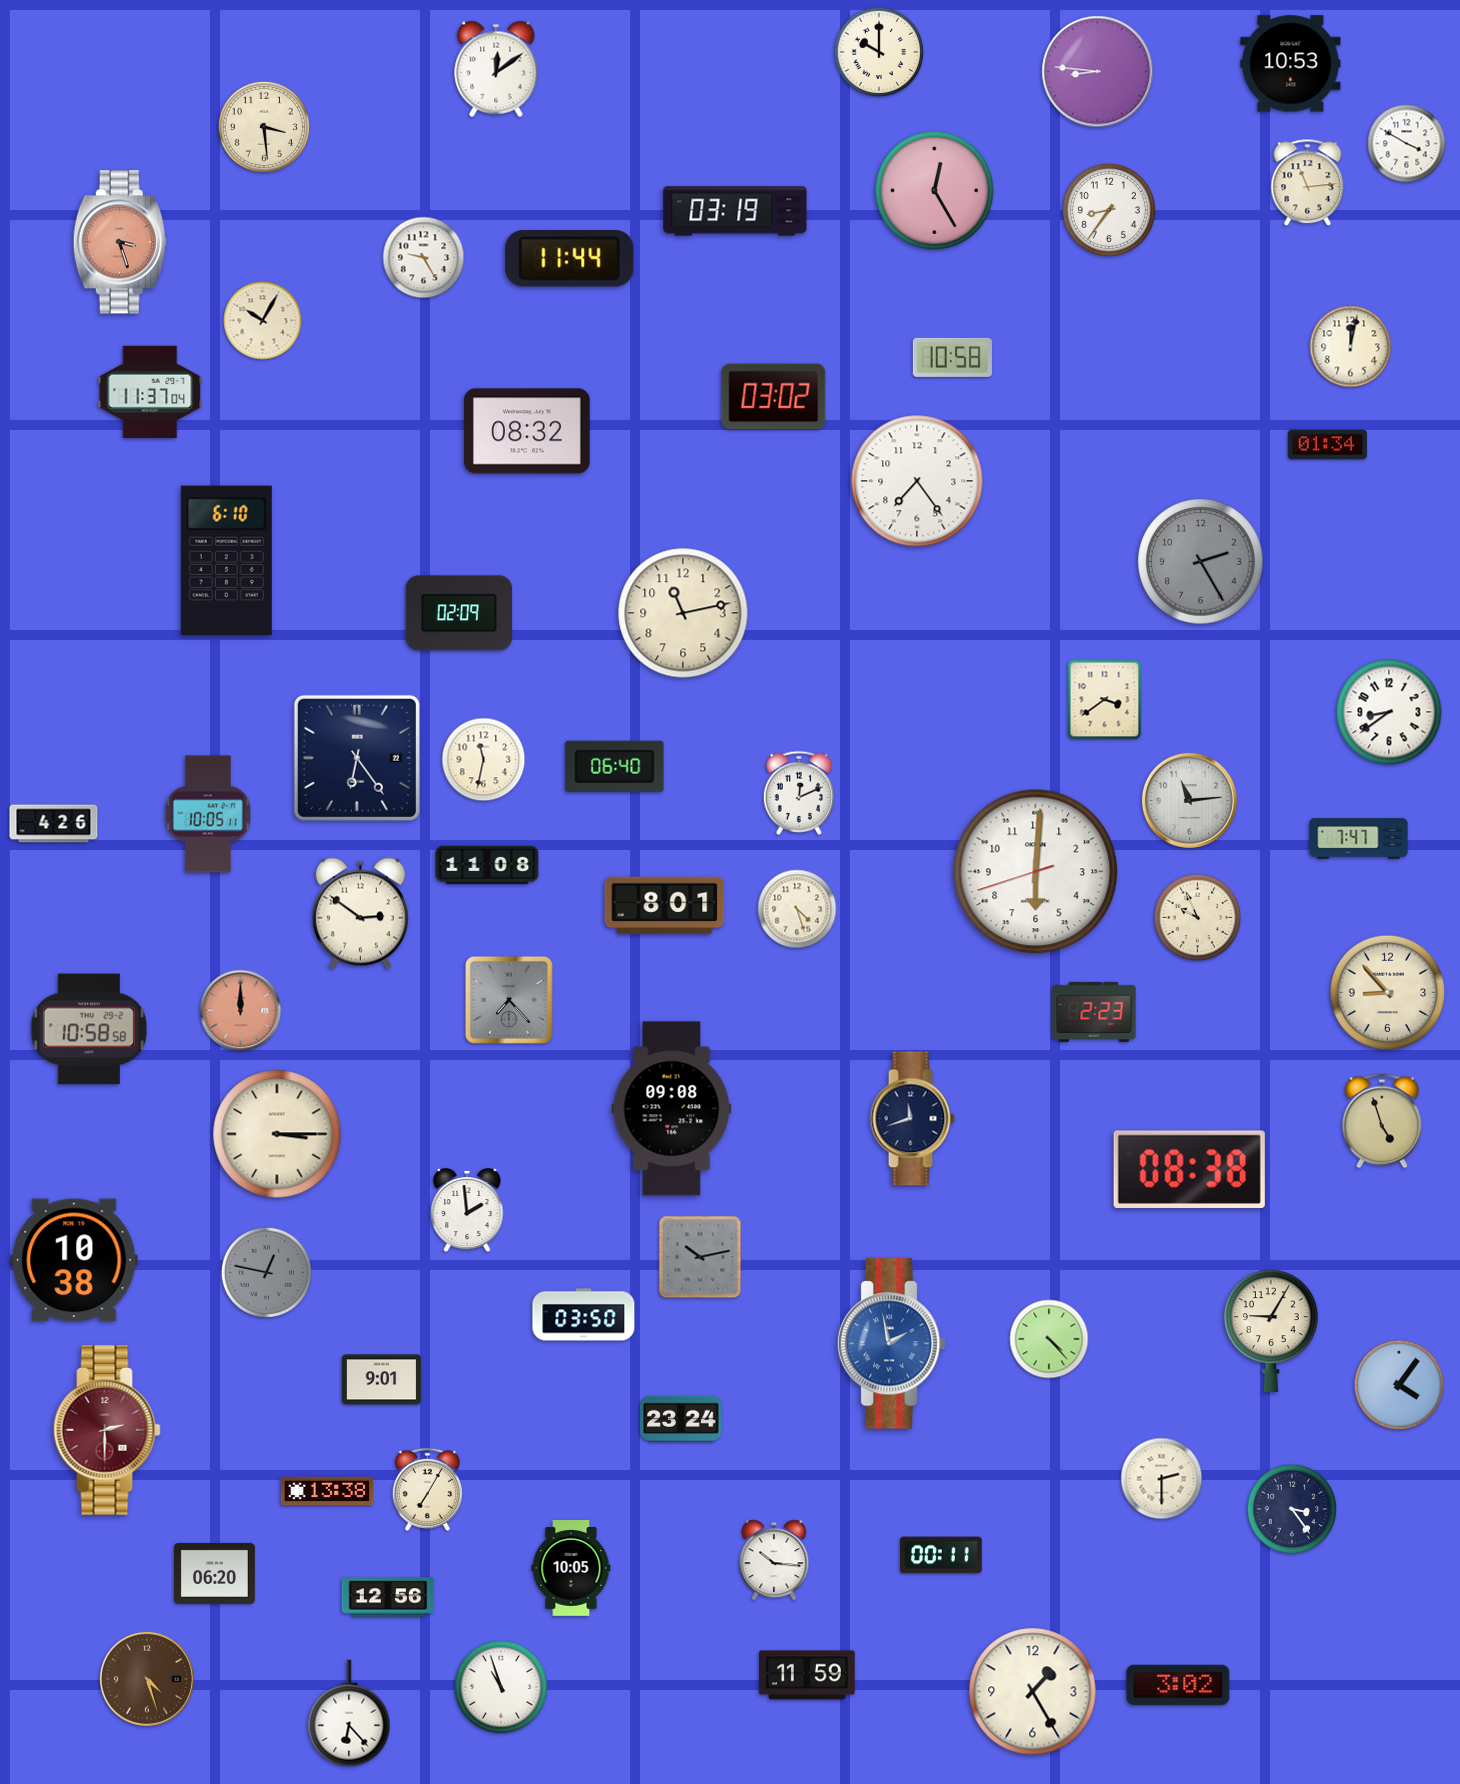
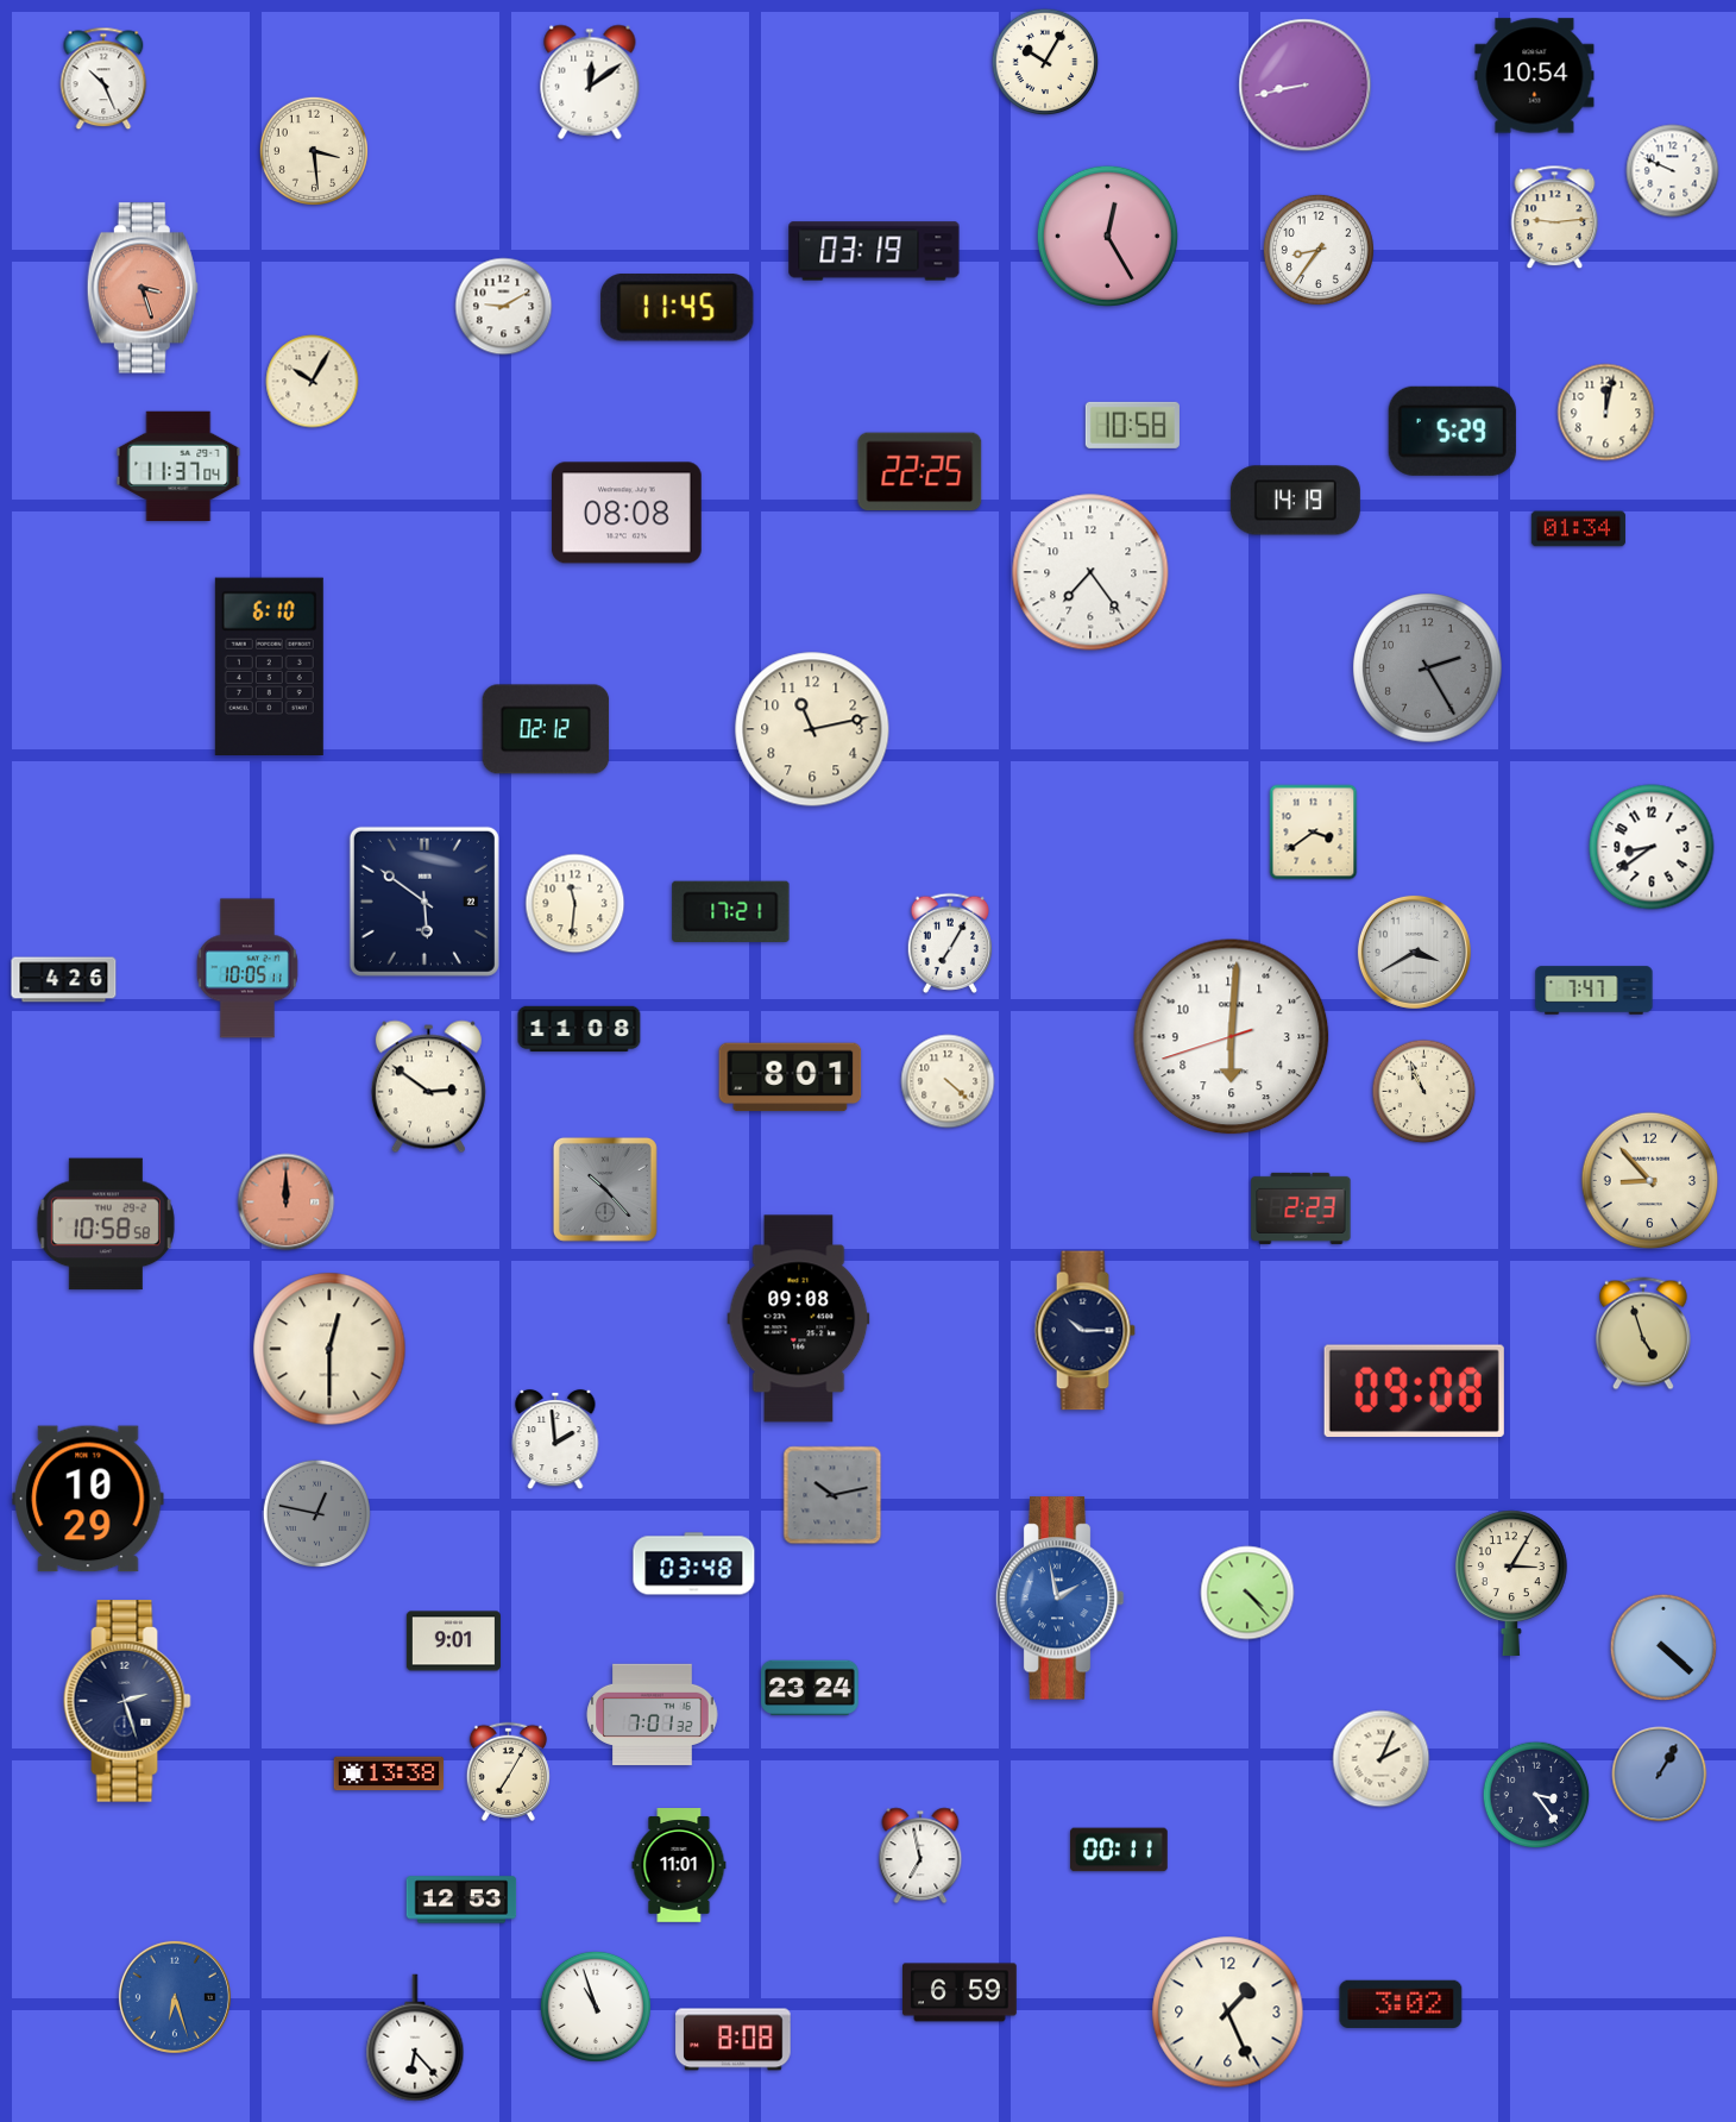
clock at (879, 52): 10:00 -> 10:05
clock at (1291, 64): 10:53 -> 10:54
clock at (103, 79): none -> 10:26
clock at (1098, 72): 8:46 -> 8:43
clock at (1407, 144): 3:50 -> 9:49
clock at (1308, 183): 11:14 -> 9:14
clock at (934, 190) position: (934, 190) -> (1107, 236)
clock at (424, 258): 9:25 -> 9:10
clock at (570, 259): 11:44 -> 11:45
clock at (1452, 431): none -> 5:29
clock at (774, 397): 03:02 -> 22:25
clock at (1295, 501): none -> 14:19
clock at (527, 431): 08:32 -> 08:08
clock at (459, 613): 02:09 -> 02:12
clock at (357, 758): 6:24 -> 5:51
clock at (484, 760): 11:32 -> 11:31
clock at (615, 766): 06:40 -> 17:21
clock at (798, 793): 12:11 -> 7:05
clock at (1189, 800): 11:14 -> 3:40
clock at (1359, 839) position: (1359, 839) -> (1595, 991)
clock at (797, 909): 4:27 -> 4:22
clock at (1198, 918): 9:56 -> 10:56
clock at (509, 1000): 7:23 -> 10:23
clock at (1094, 1012) position: (1094, 1012) -> (1301, 1208)
clock at (912, 1119): 11:42 -> 10:15
clock at (277, 1134): 3:15 -> 12:30
clock at (1189, 1169): 08:38 -> 09:08
clock at (74, 1260): 10:38 -> 10:29
clock at (584, 1315): 03:50 -> 03:48
clock at (1271, 1331): 9:05 -> 3:05
clock at (1399, 1385): 4:06 -> 4:22
clock at (107, 1430): 2:30 -> 2:27
clock at (107, 1430) dial: burgundy -> navy
clock at (653, 1714): none -> 7:01
clock at (1162, 1479): 2:30 -> 2:04
clock at (1660, 1775): none -> 1:05
clock at (774, 1560): 10:16 -> 6:58
clock at (571, 1569): 10:05 -> 11:01
clock at (214, 1573): 06:20 -> none
clock at (388, 1597): 12:56 -> 12:53
clock at (808, 1675): 11:59 -> 6:59
clock at (147, 1679): 4:27 -> 6:27
clock at (147, 1679) dial: brown -> blue
clock at (1033, 1692): 1:25 -> 1:26
clock at (734, 2040): none -> 8:08
